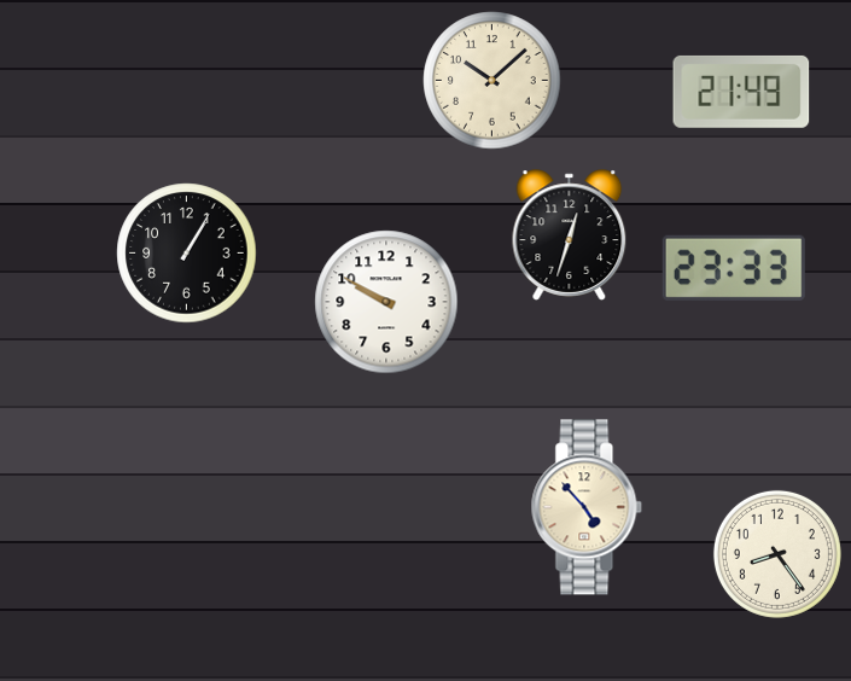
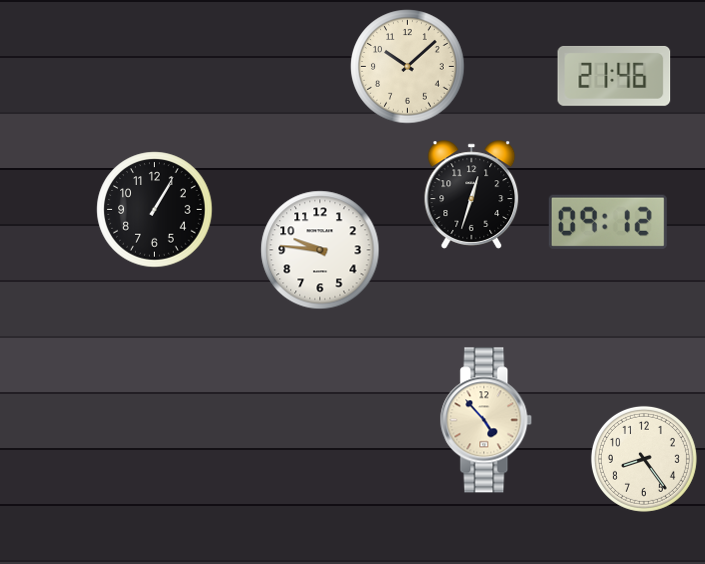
clock at (741, 92): 21:49 -> 21:46
clock at (734, 268): 23:33 -> 09:12
clock at (386, 302): 9:50 -> 9:46
